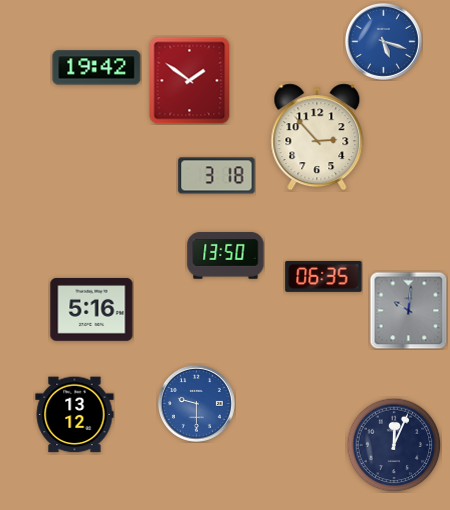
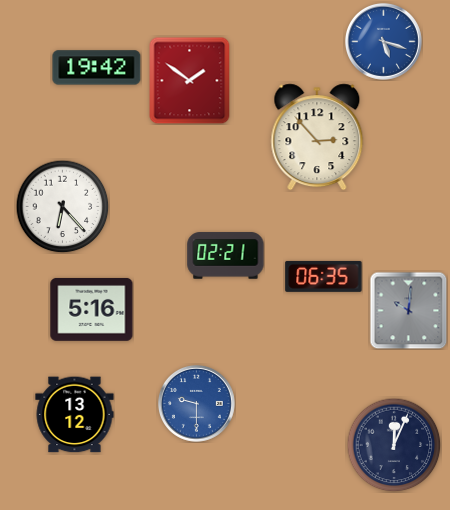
clock at (217, 176): 3:18 -> none
clock at (62, 206): none -> 6:23
clock at (226, 256): 13:50 -> 02:21
